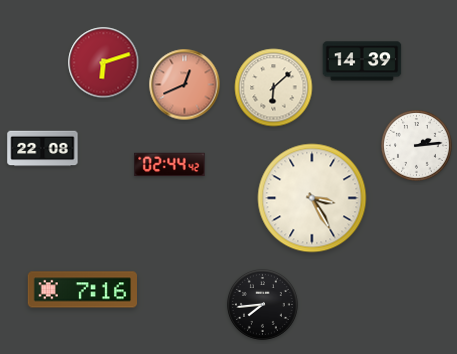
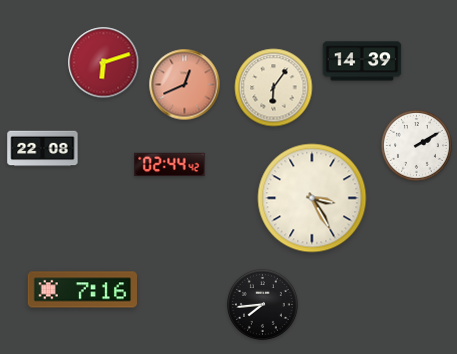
clock at (274, 88): 6:08 -> 6:06
clock at (417, 146): 2:14 -> 2:10
